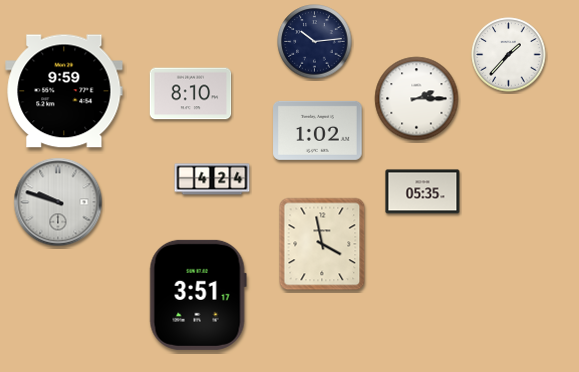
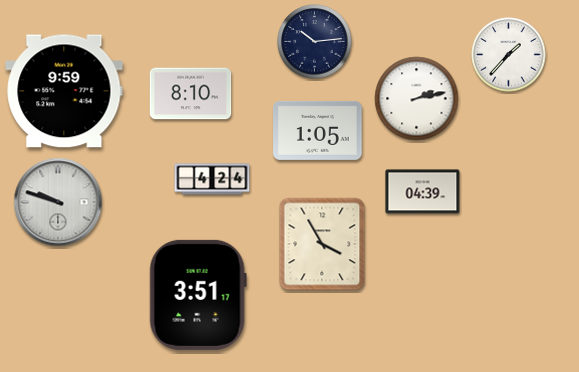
clock at (417, 99): 2:15 -> 2:13
clock at (318, 130): 1:02 -> 1:05
clock at (423, 192): 05:35 -> 04:39
clock at (322, 244): 3:58 -> 3:55
